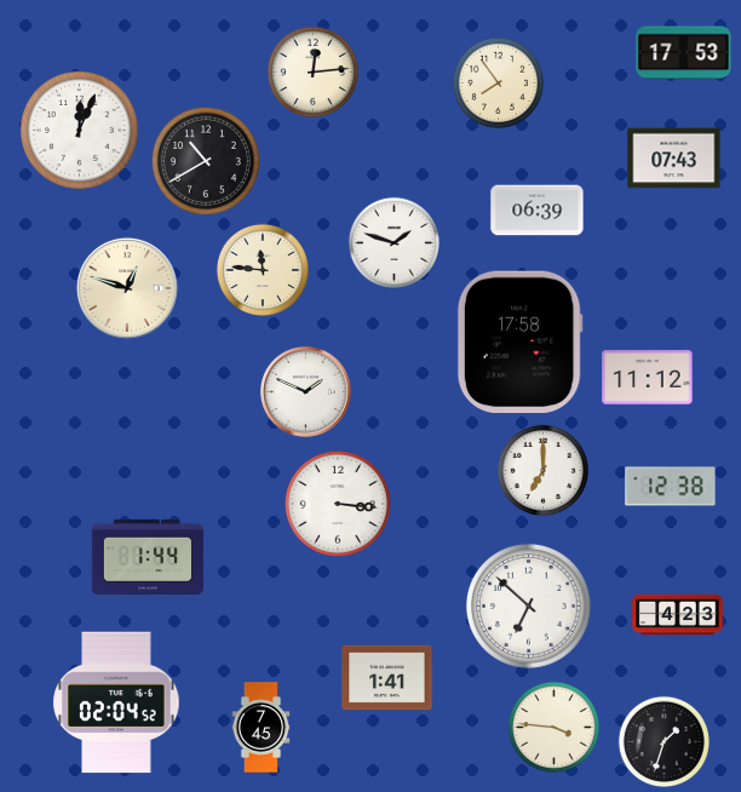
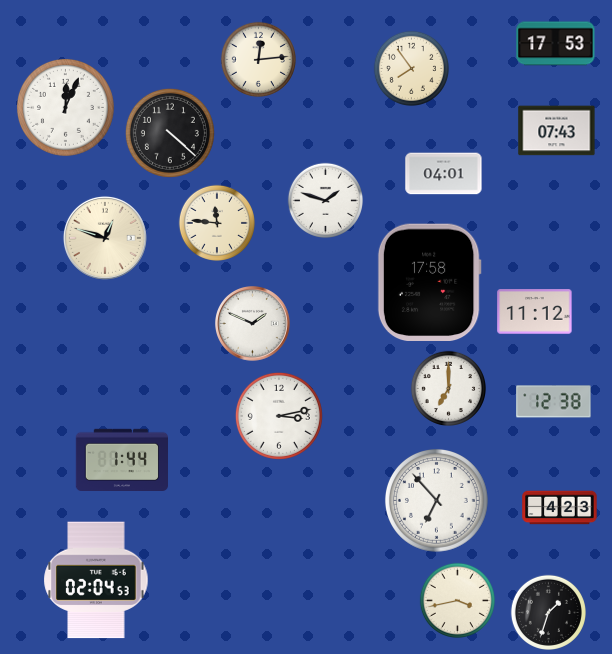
clock at (684, 53) position: (684, 53) -> (556, 44)
clock at (206, 161): 10:40 -> 4:22
clock at (538, 211): 06:39 -> 04:01
clock at (338, 504): 3:16 -> 3:13
clock at (528, 606): 6:52 -> 6:53
clock at (387, 678): 1:41 -> none
clock at (116, 702): 02:04:52 -> 02:04:53
clock at (553, 727): 3:46 -> 3:43
clock at (262, 728): 7:45 -> none
